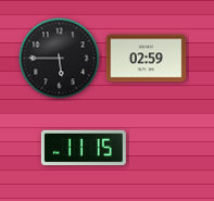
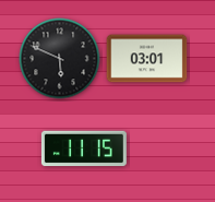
clock at (60, 59): 5:45 -> 5:49
clock at (147, 59): 02:59 -> 03:01
